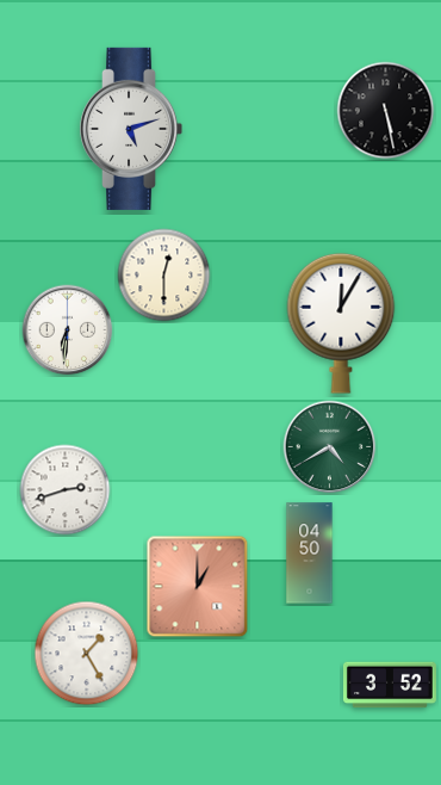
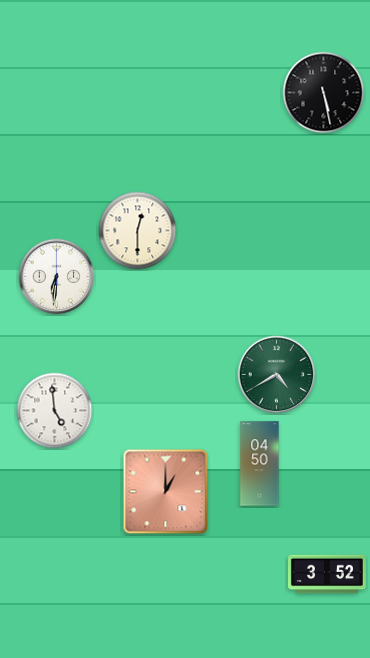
clock at (131, 129): 5:12 -> none
clock at (341, 323): 12:05 -> none
clock at (66, 490): 2:42 -> 4:59
clock at (87, 654): 1:25 -> none
